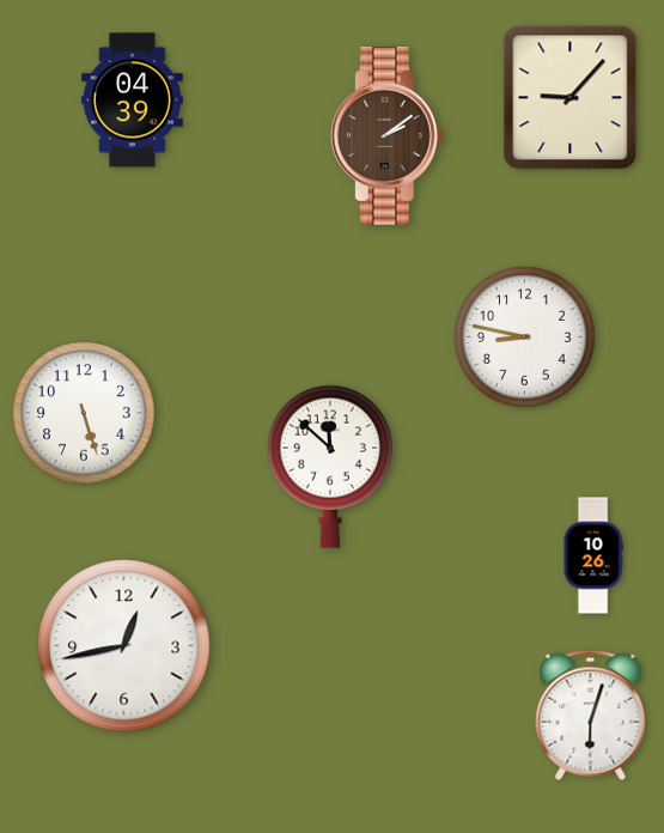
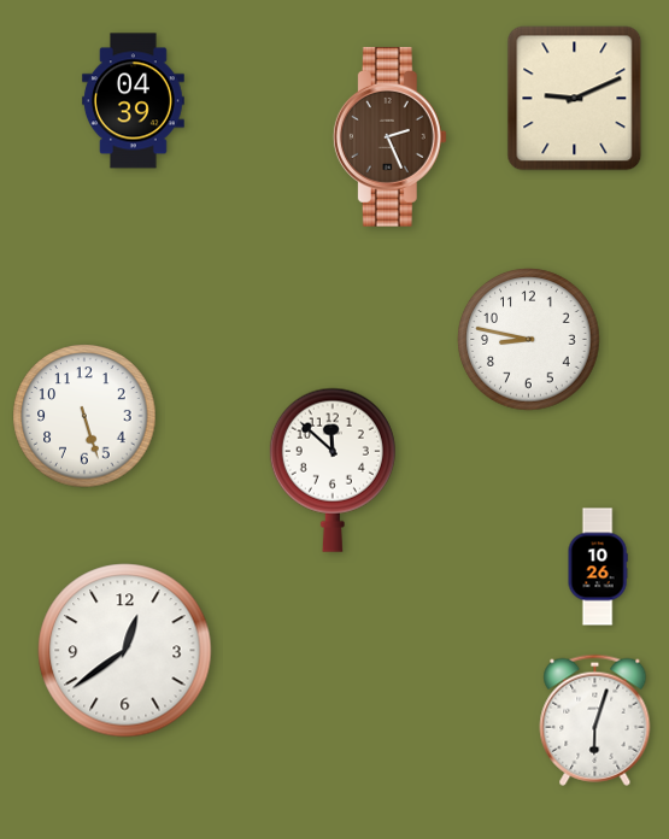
clock at (571, 98): 9:07 -> 9:11
clock at (386, 135): 2:09 -> 2:26
clock at (593, 555) position: (593, 555) -> (598, 567)
clock at (124, 646): 12:43 -> 12:39
